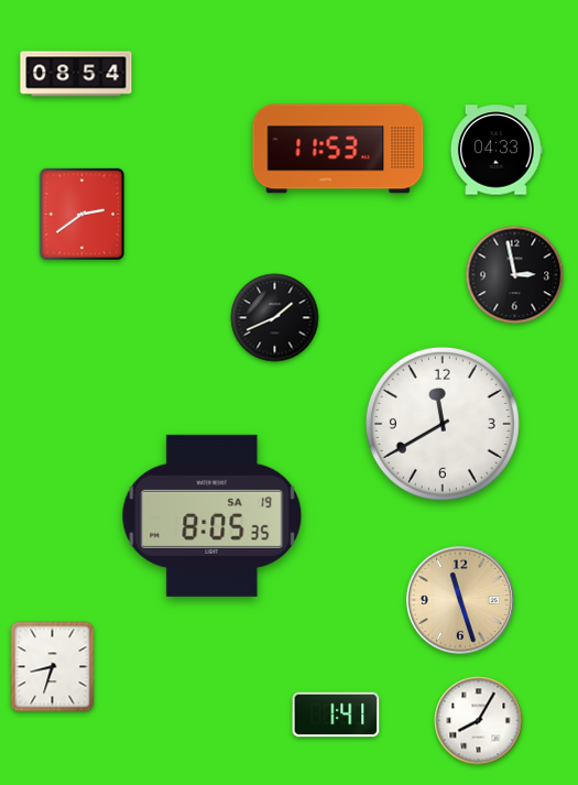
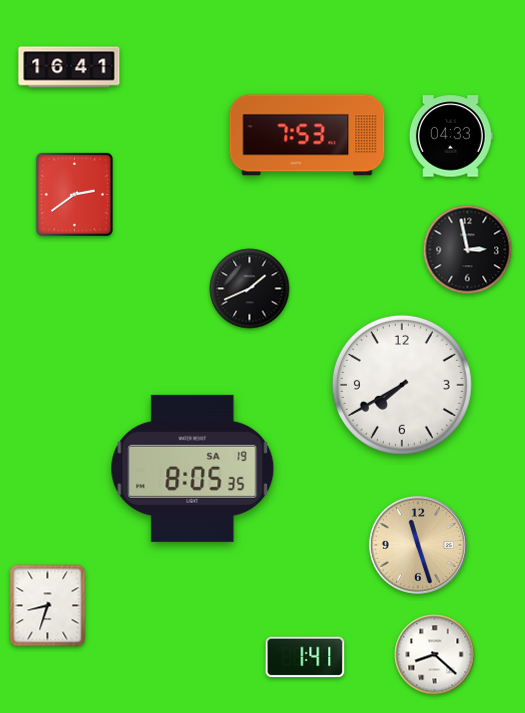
clock at (76, 74): 08:54 -> 16:41
clock at (338, 149): 11:53 -> 7:53
clock at (443, 424): 11:40 -> 7:40
clock at (336, 715) position: (336, 715) -> (305, 657)
clock at (479, 721): 8:05 -> 8:22
